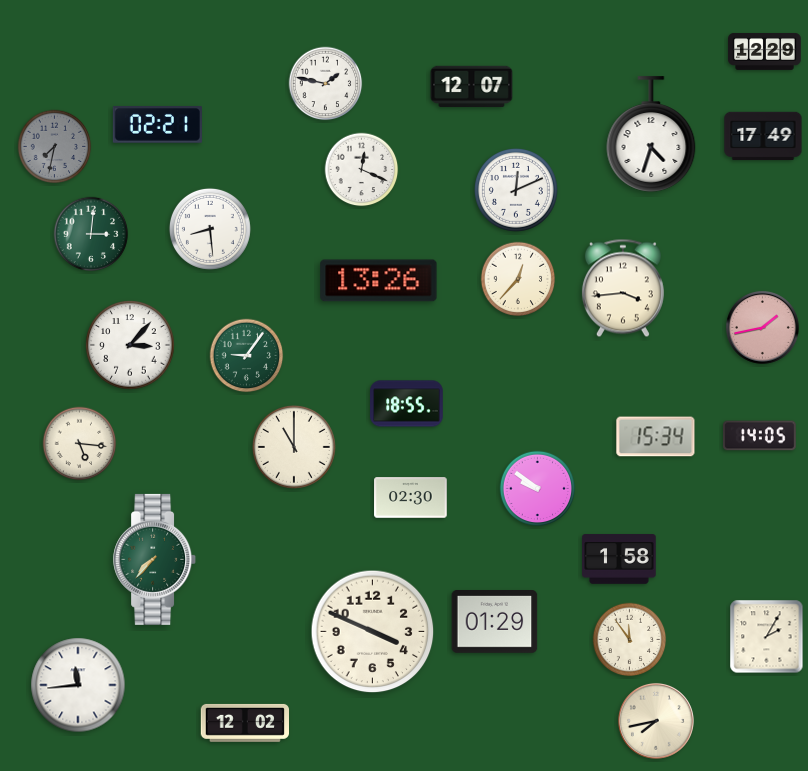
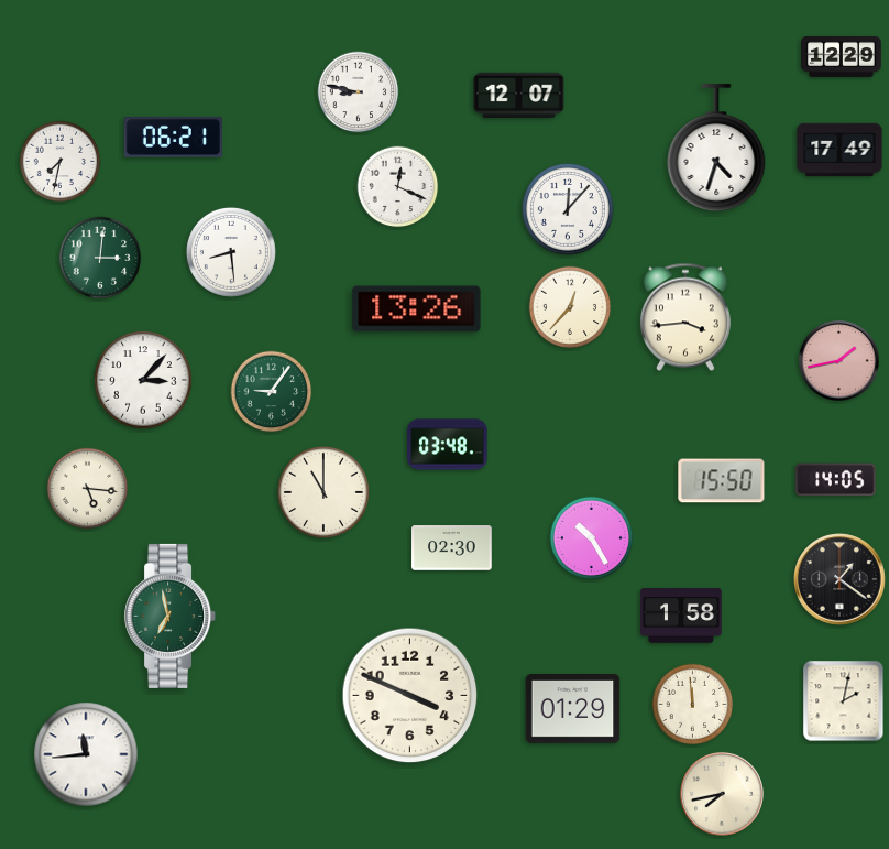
clock at (326, 84): 1:47 -> 8:47
clock at (157, 125): 02:21 -> 06:21
clock at (55, 147) dial: grey -> white
clock at (516, 190): 12:11 -> 12:07
clock at (407, 404): 18:55 -> 03:48
clock at (656, 437): 15:34 -> 15:50
clock at (538, 489): 9:51 -> 10:25
clock at (839, 579): none -> 1:21
clock at (155, 559): 7:37 -> 6:58
clock at (495, 622) position: (495, 622) -> (573, 709)
clock at (767, 637): 2:05 -> 2:02
clock at (630, 640): 11:54 -> 11:59
clock at (244, 723): 12:02 -> none
